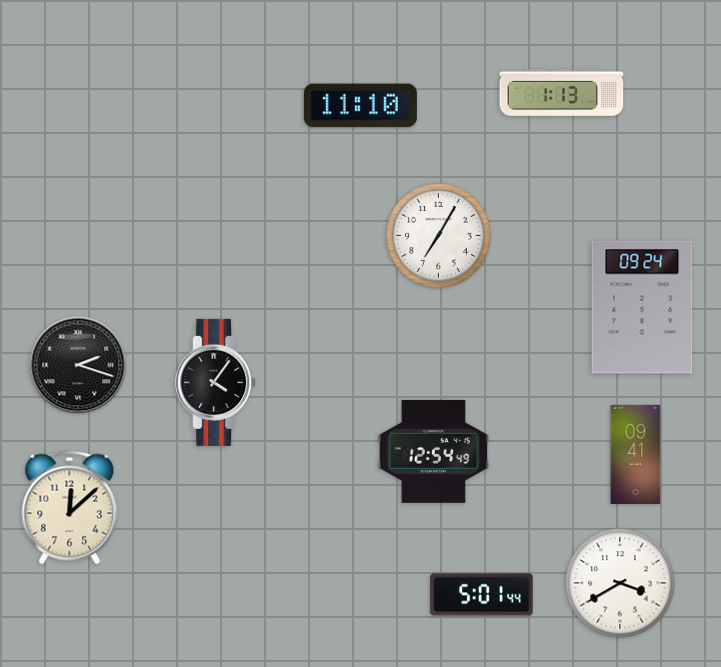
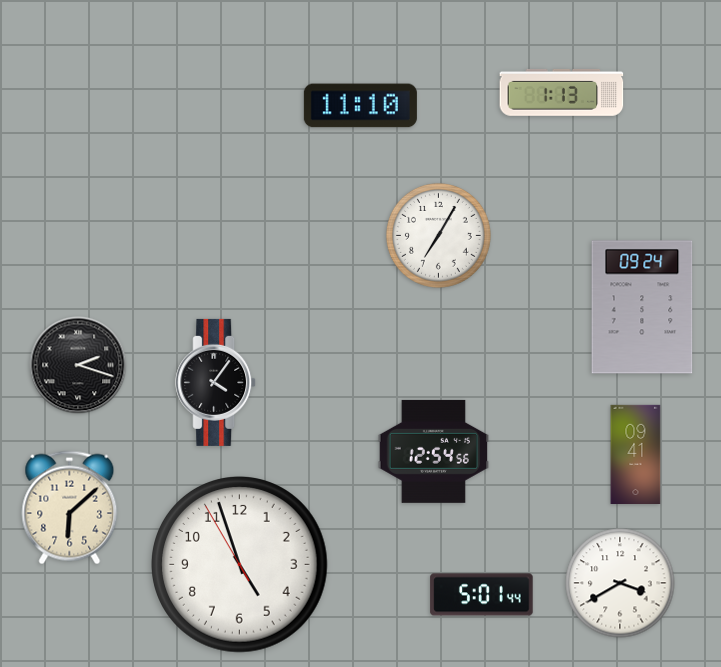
clock at (434, 451): 12:54:49 -> 12:54:56
clock at (70, 508): 12:08 -> 6:08
clock at (240, 565): none -> 4:56
